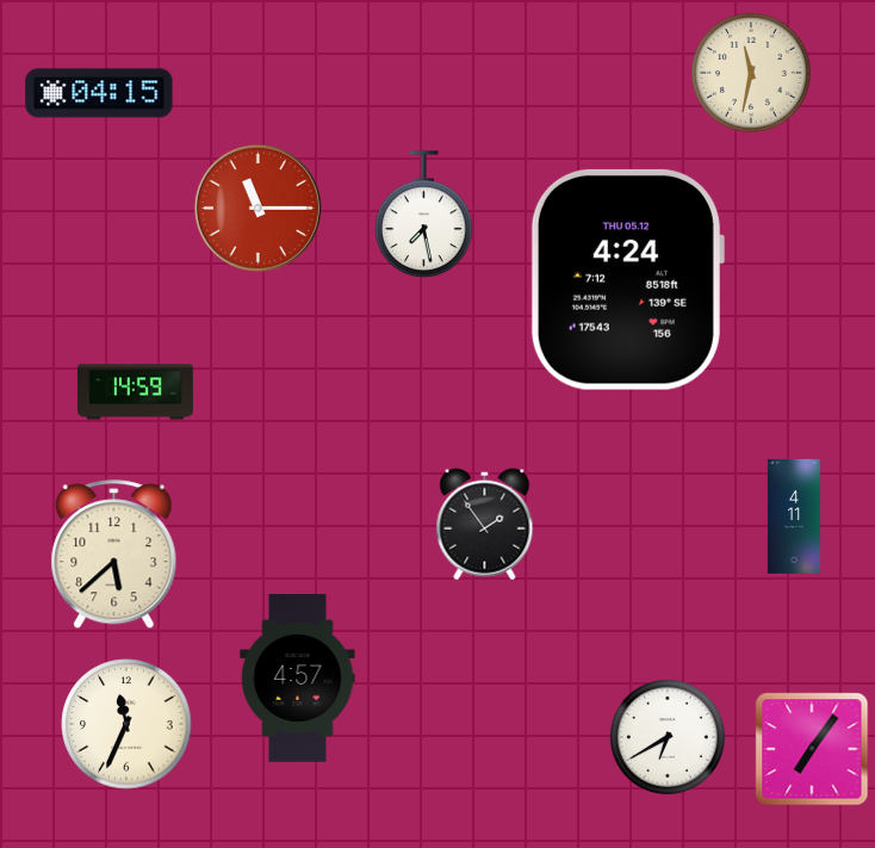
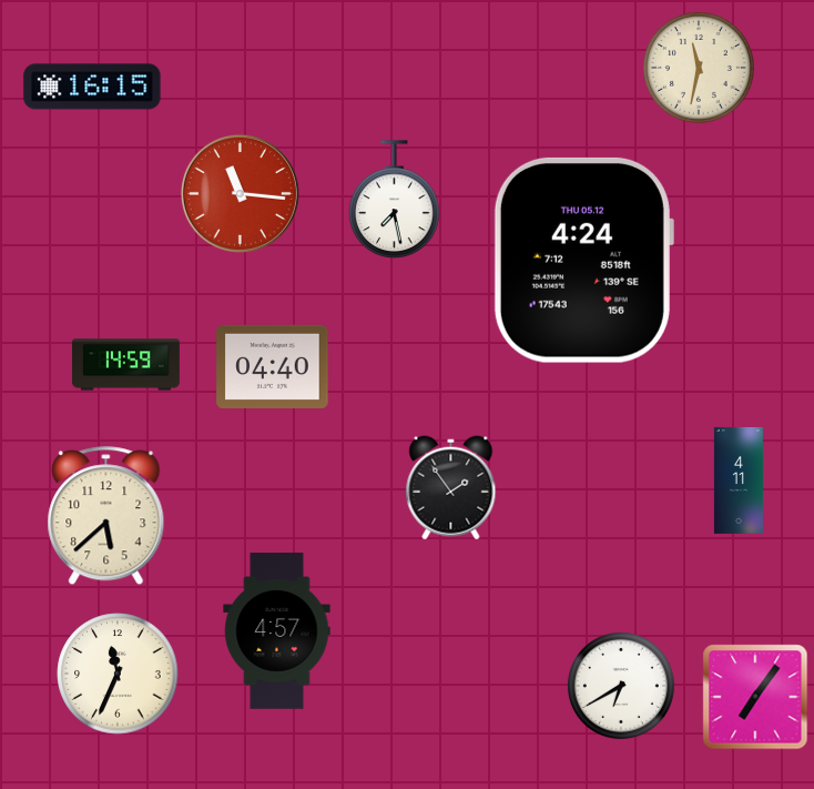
clock at (99, 93): 04:15 -> 16:15
clock at (257, 208): 11:15 -> 11:16
clock at (273, 366): none -> 04:40
